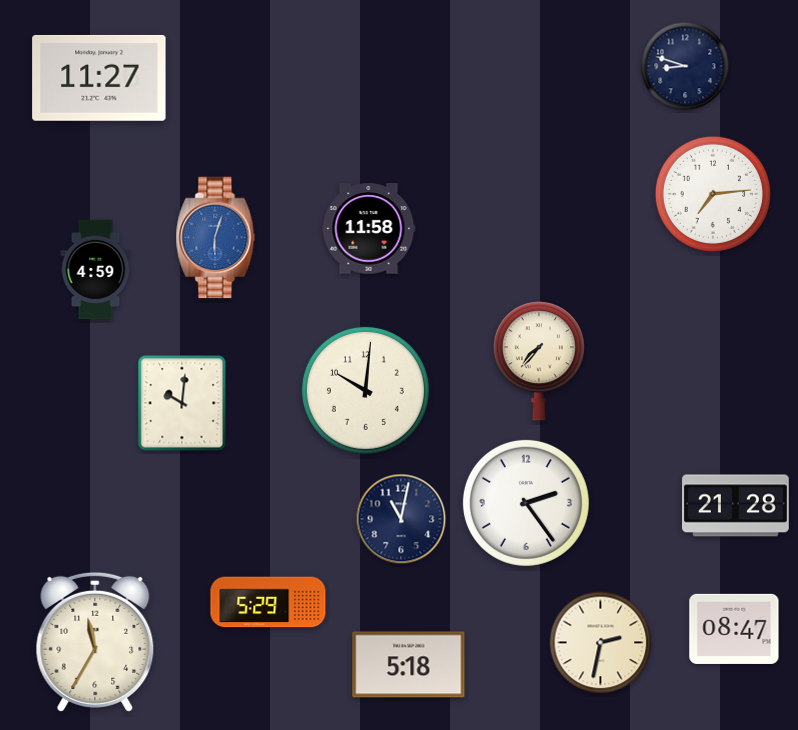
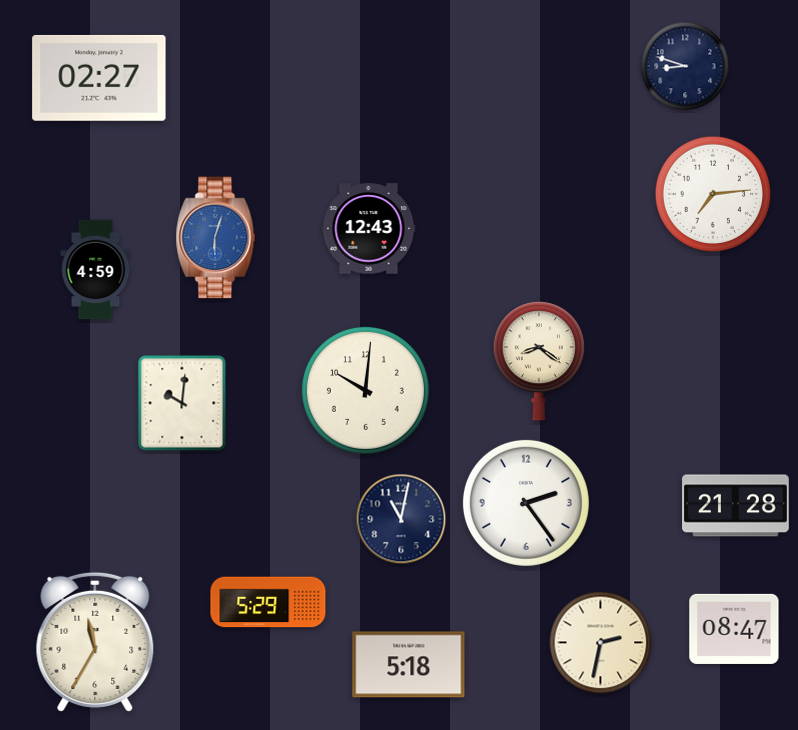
clock at (99, 78): 11:27 -> 02:27
clock at (369, 229): 11:58 -> 12:43
clock at (539, 361): 7:37 -> 8:21
